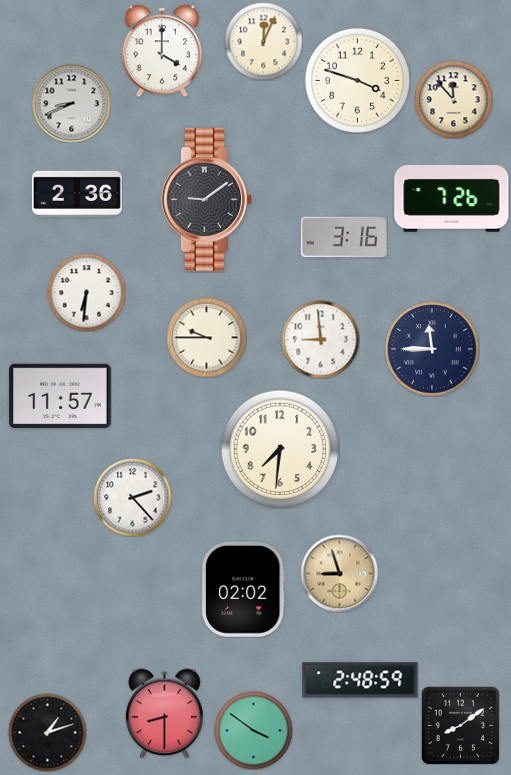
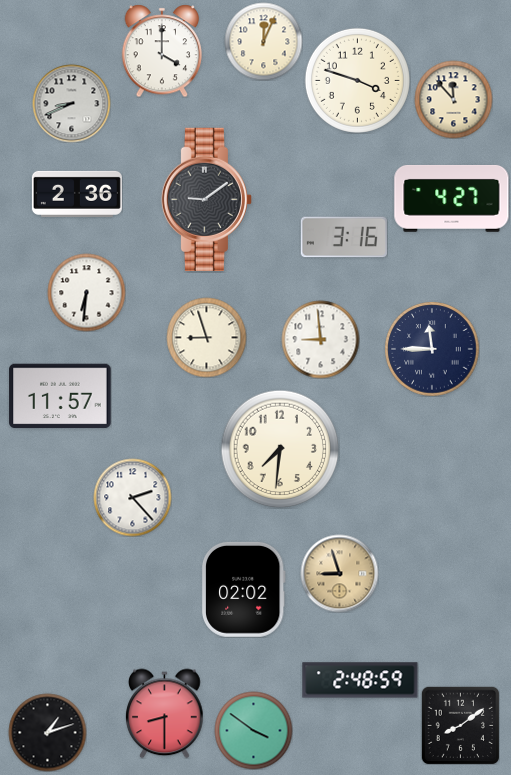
clock at (452, 198): 7:26 -> 4:27
clock at (206, 337): 9:45 -> 8:57
